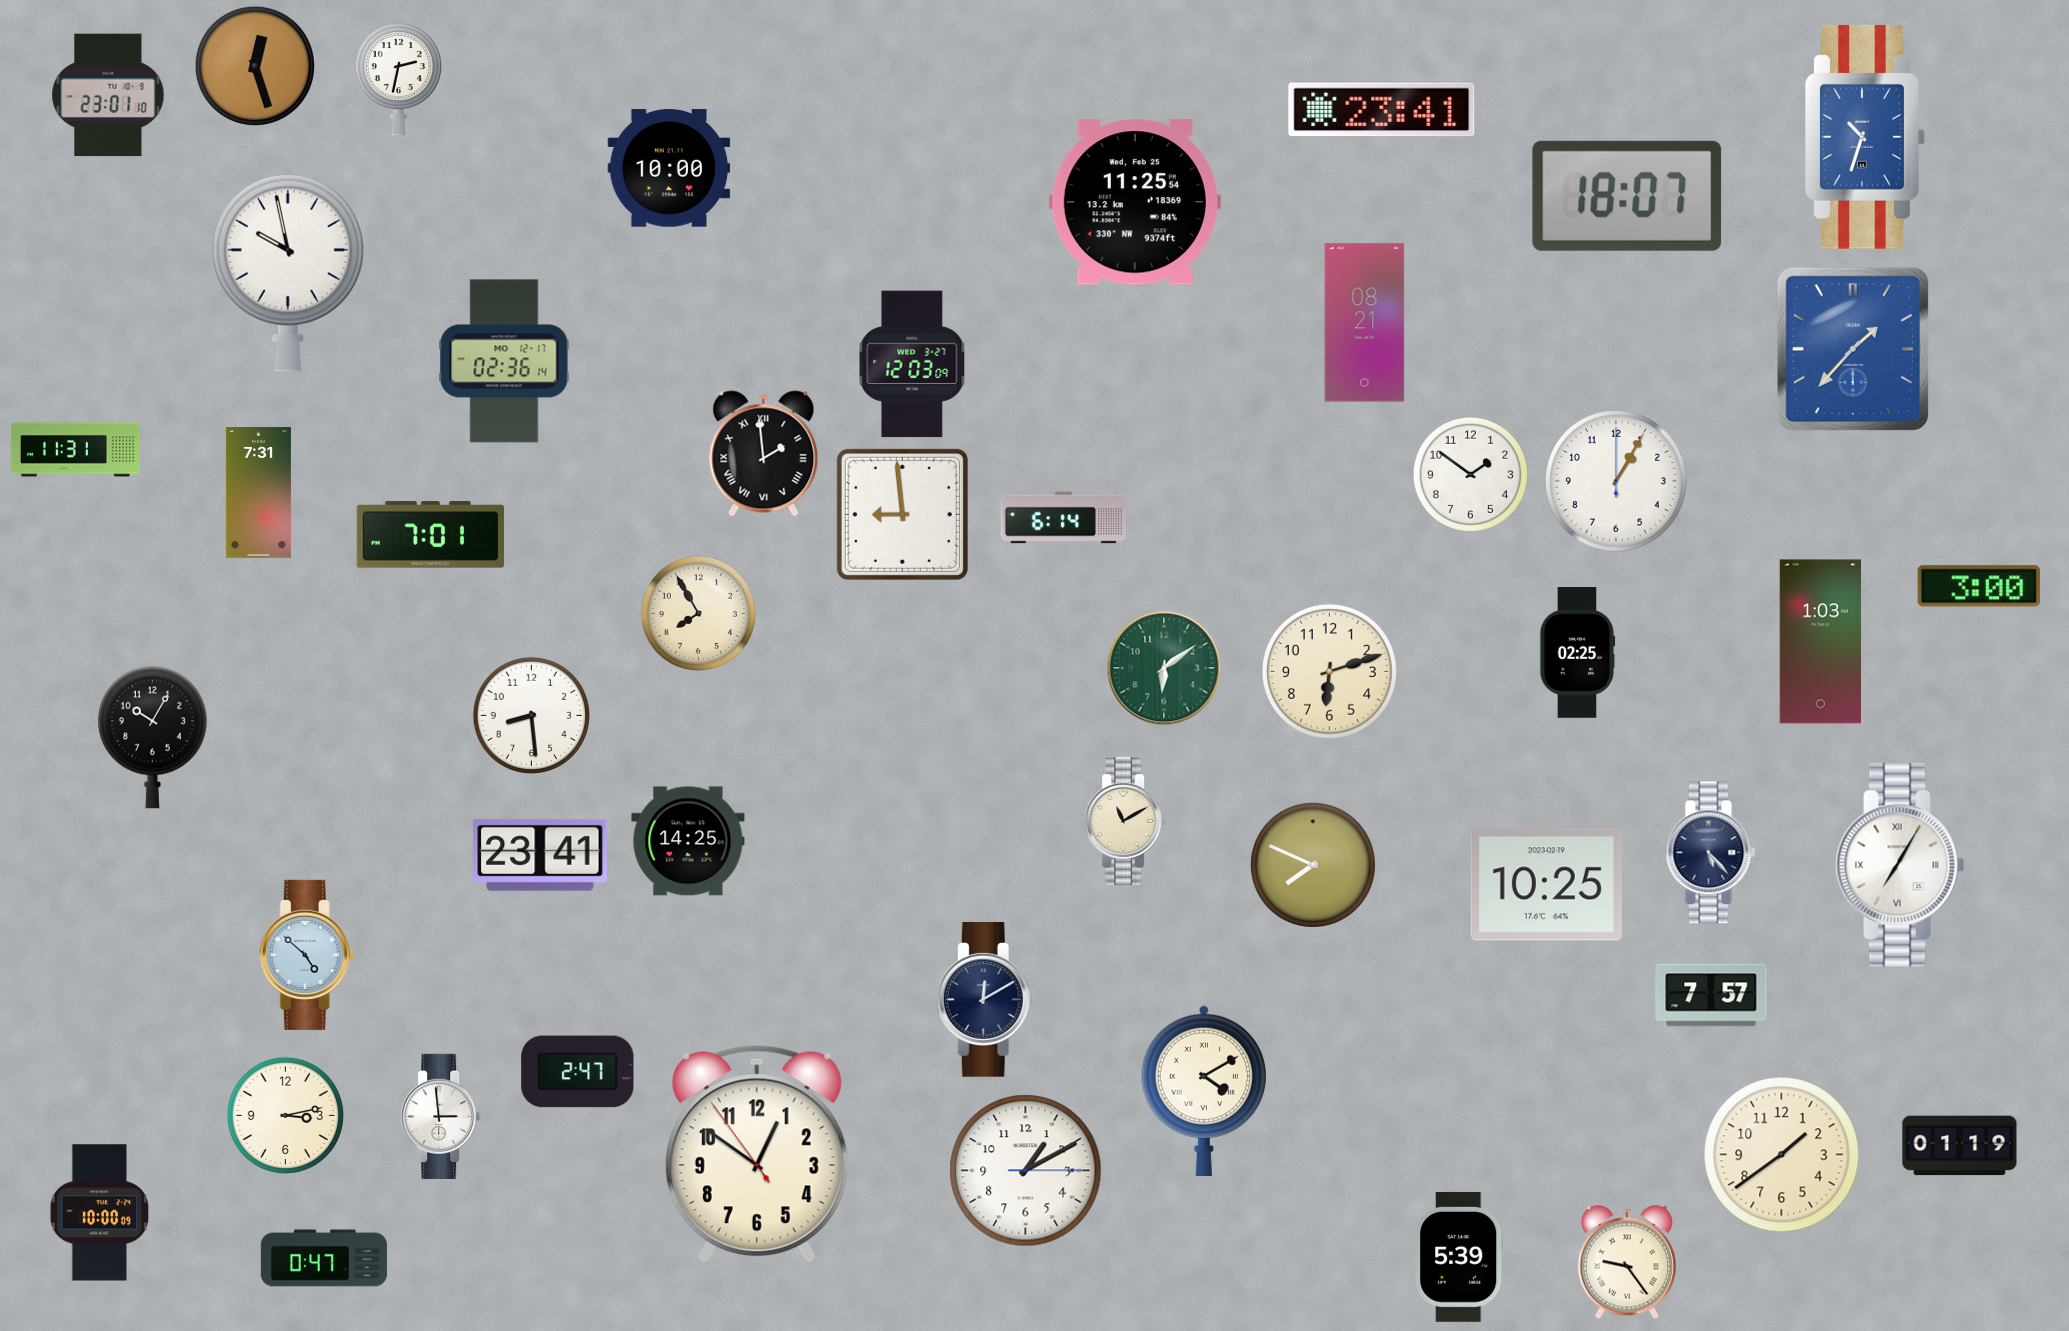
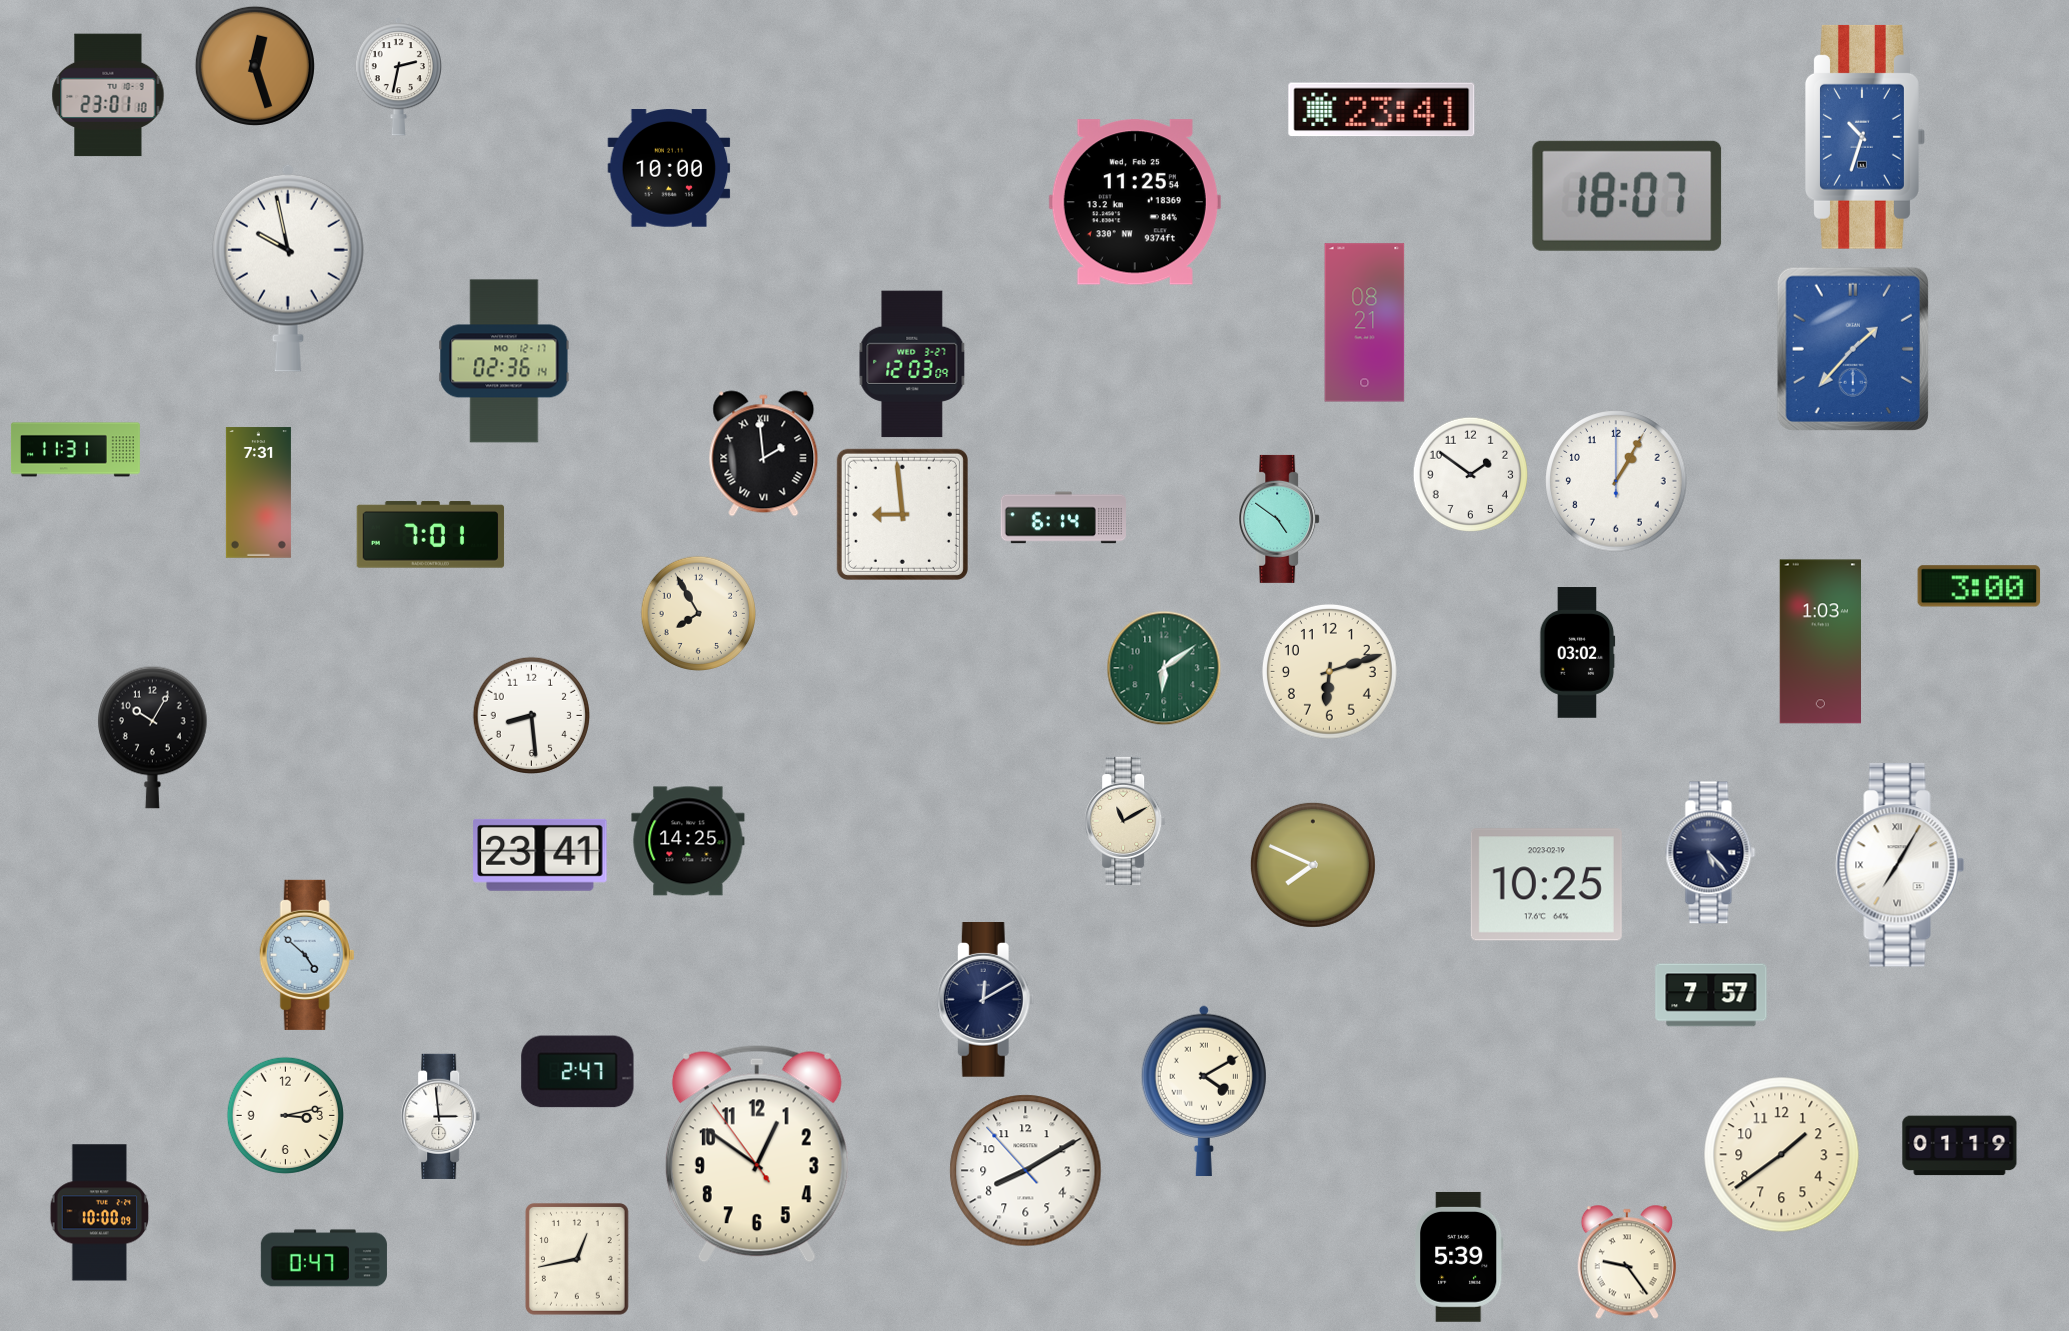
clock at (1279, 519): none -> 4:51
clock at (1578, 653): 02:25 -> 03:02
clock at (1026, 1171): 1:10 -> 8:09
clock at (577, 1259): none -> 12:43
